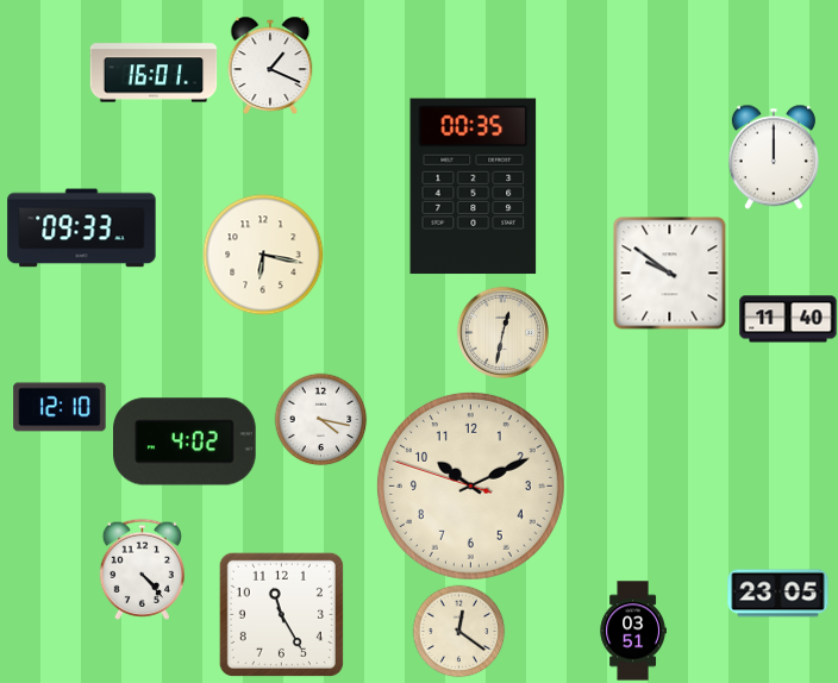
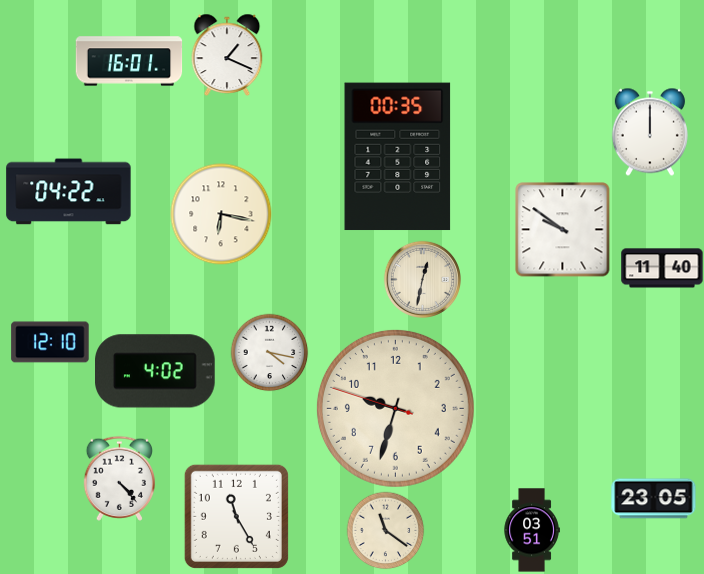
clock at (82, 228): 09:33 -> 04:22
clock at (470, 485): 10:10 -> 9:32
clock at (458, 631): 12:21 -> 11:21
